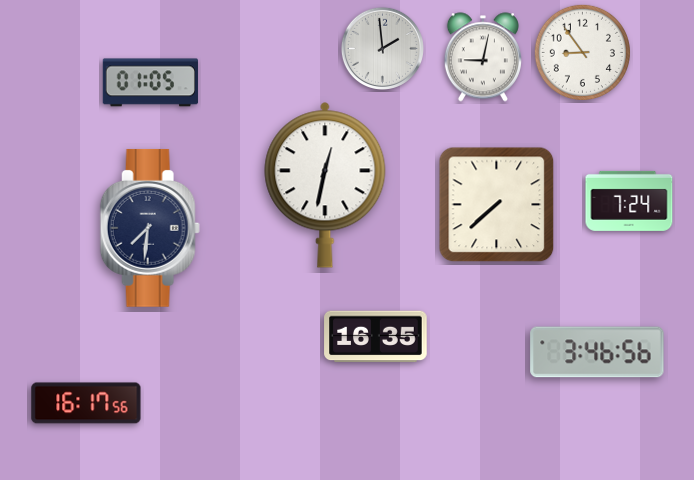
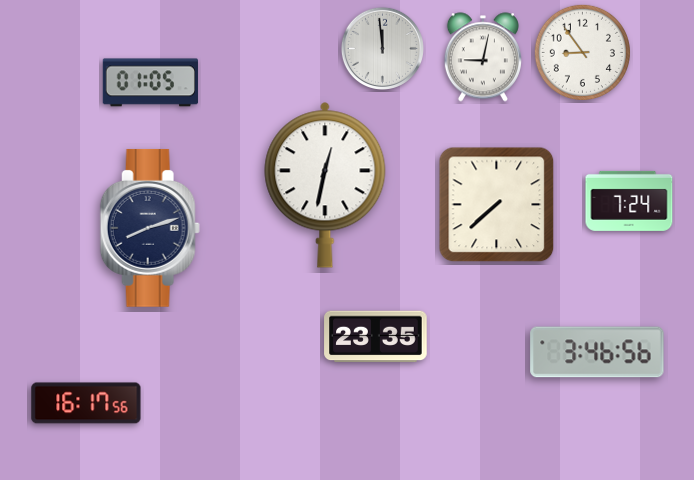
clock at (382, 48): 1:59 -> 11:59
clock at (150, 228): 7:31 -> 8:12
clock at (376, 337): 16:35 -> 23:35
